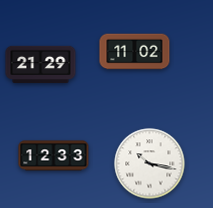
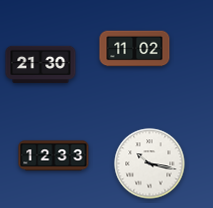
clock at (135, 52) position: (135, 52) -> (135, 49)
clock at (41, 65): 21:29 -> 21:30
